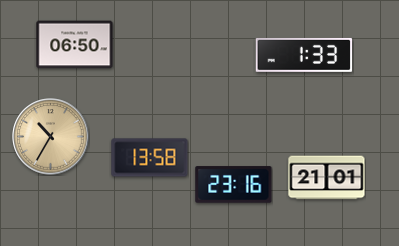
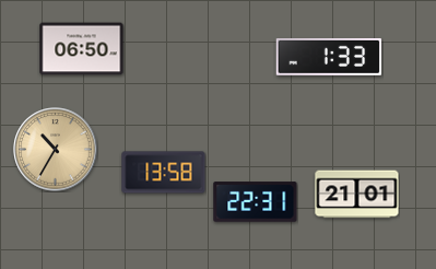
clock at (304, 55) position: (304, 55) -> (329, 57)
clock at (234, 185): 23:16 -> 22:31
